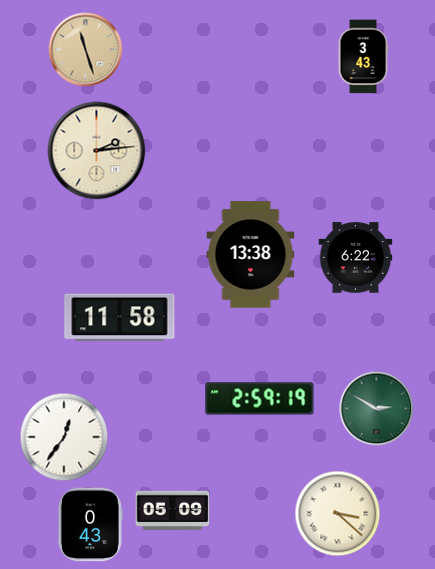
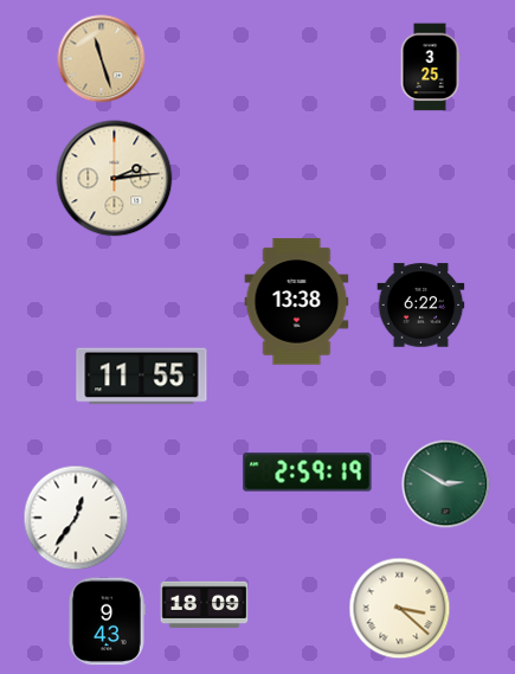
clock at (363, 57): 3:43 -> 3:25
clock at (120, 318): 11:58 -> 11:55
clock at (173, 511): 05:09 -> 18:09
clock at (90, 525): 0:43 -> 9:43
